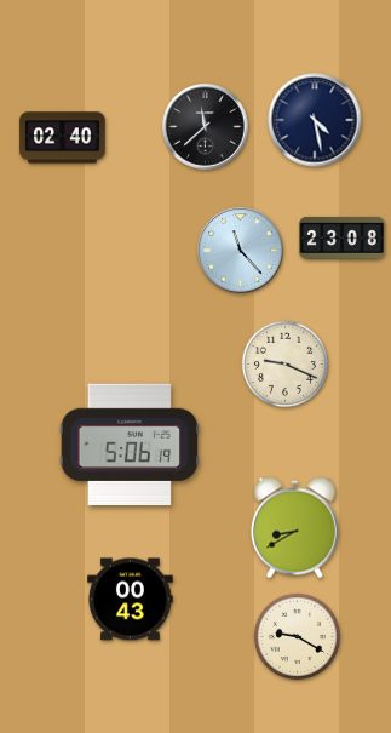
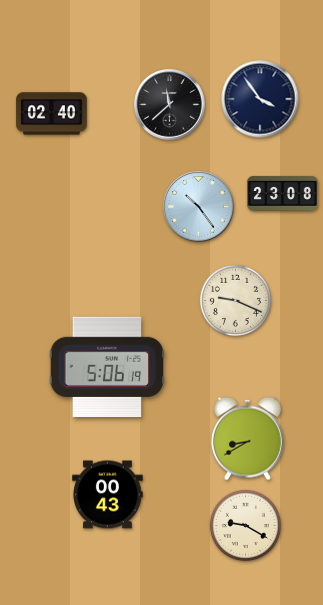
clock at (315, 120): 4:28 -> 3:54
clock at (343, 237) position: (343, 237) -> (283, 193)
clock at (241, 251): 11:23 -> 10:24
clock at (294, 528) position: (294, 528) -> (247, 439)
